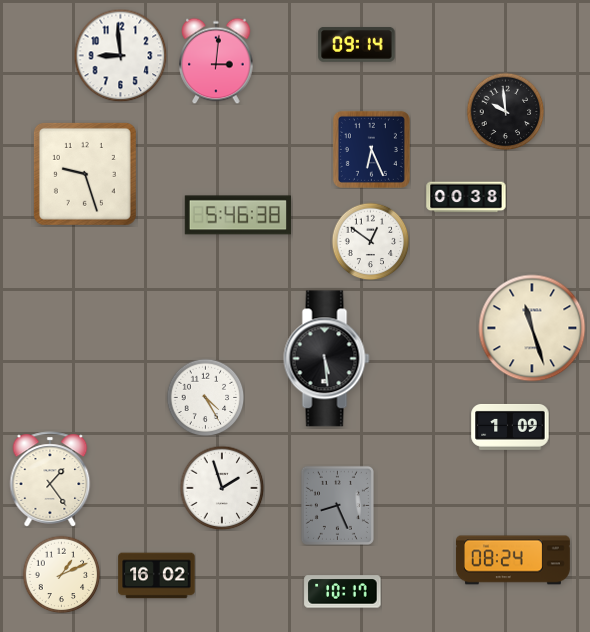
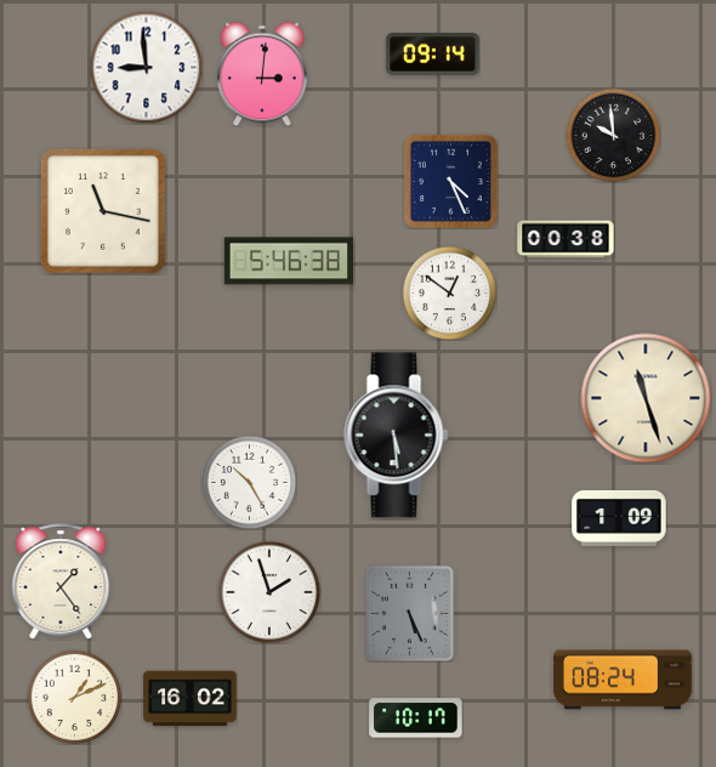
clock at (371, 149): 6:26 -> 4:26
clock at (85, 174): 9:27 -> 11:17
clock at (205, 397): 4:25 -> 10:25
clock at (337, 505): 8:26 -> 5:26
